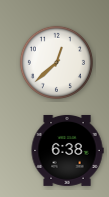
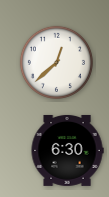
clock at (67, 150): 6:38 -> 6:30
